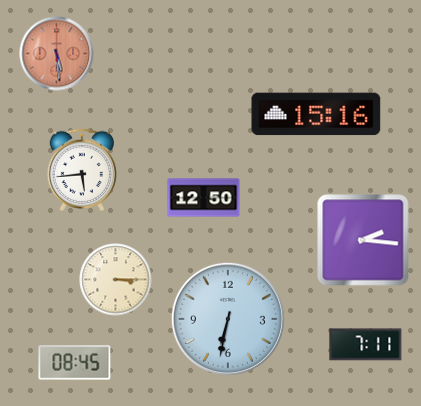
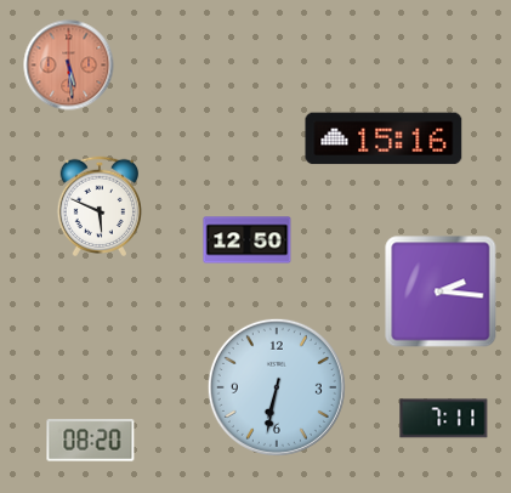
clock at (81, 169): 5:44 -> 5:49
clock at (116, 280): 3:15 -> none
clock at (75, 363): 08:45 -> 08:20
